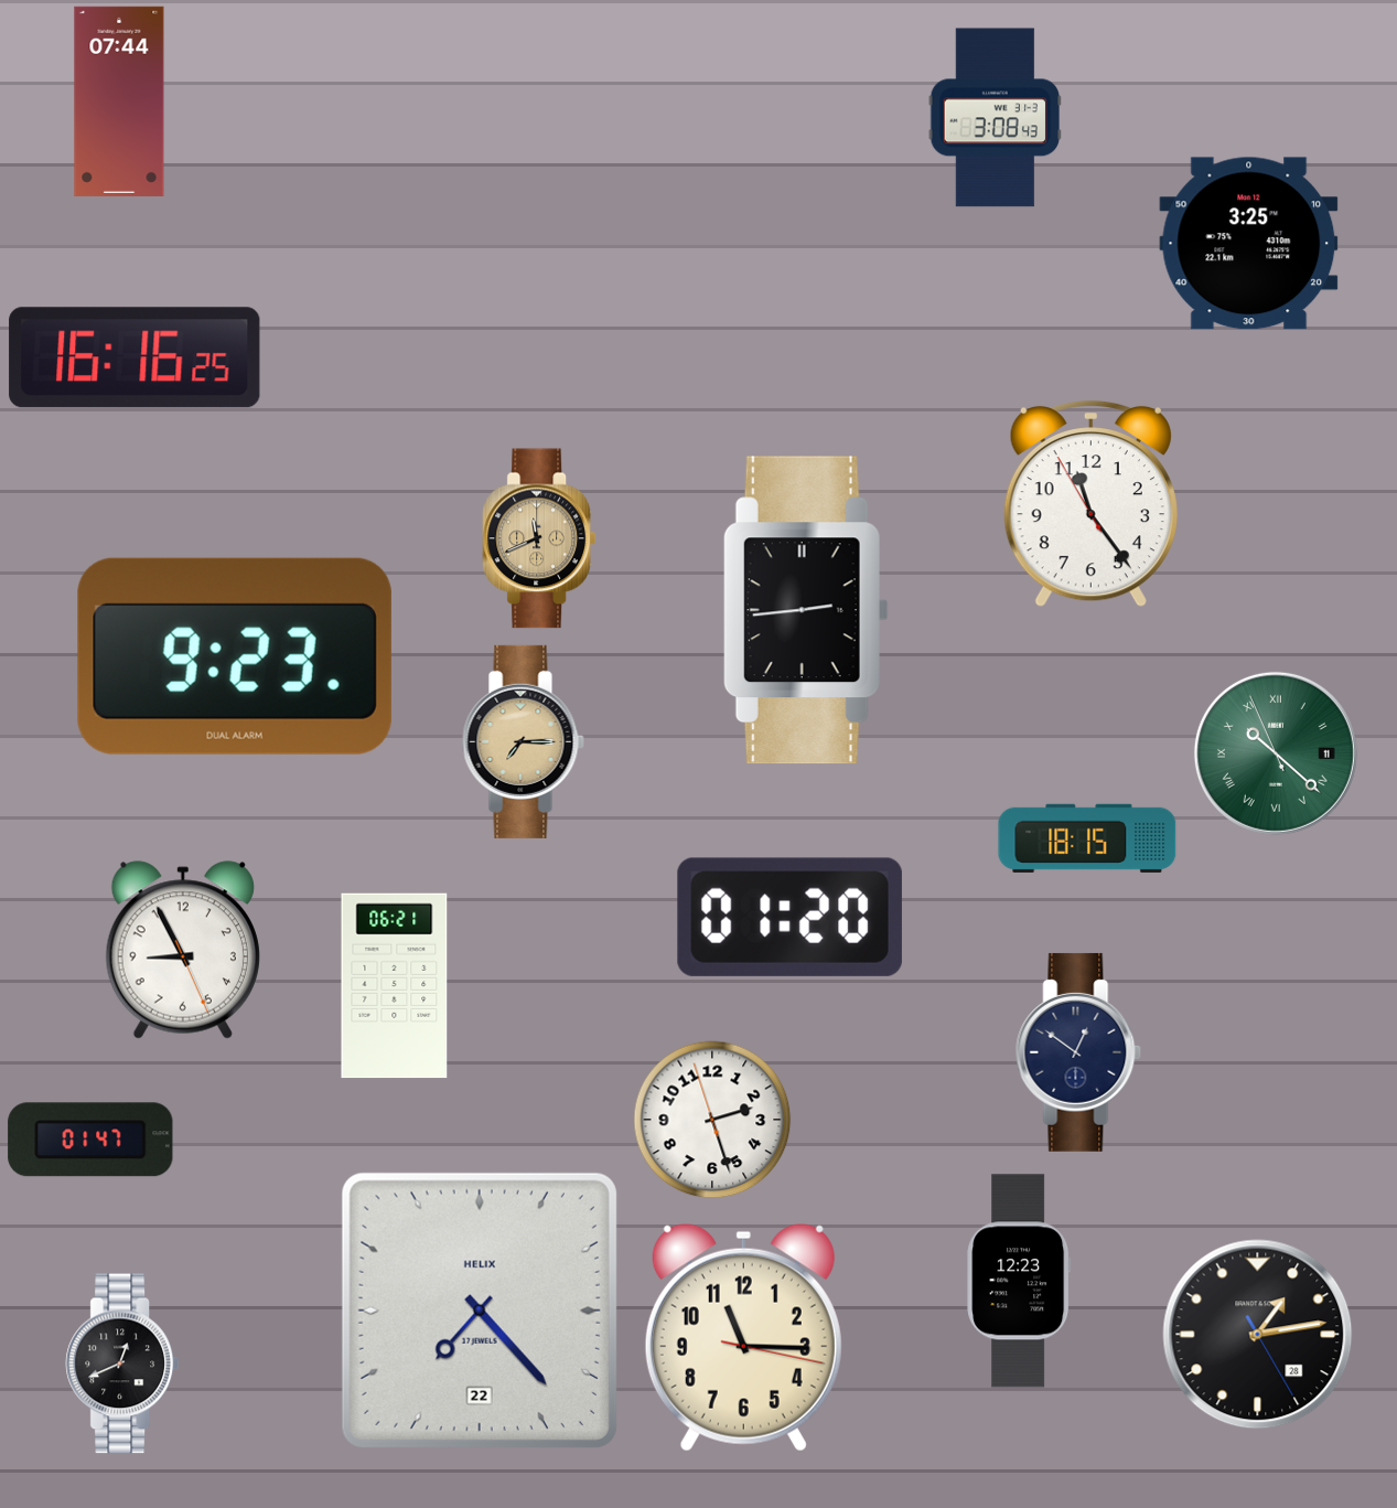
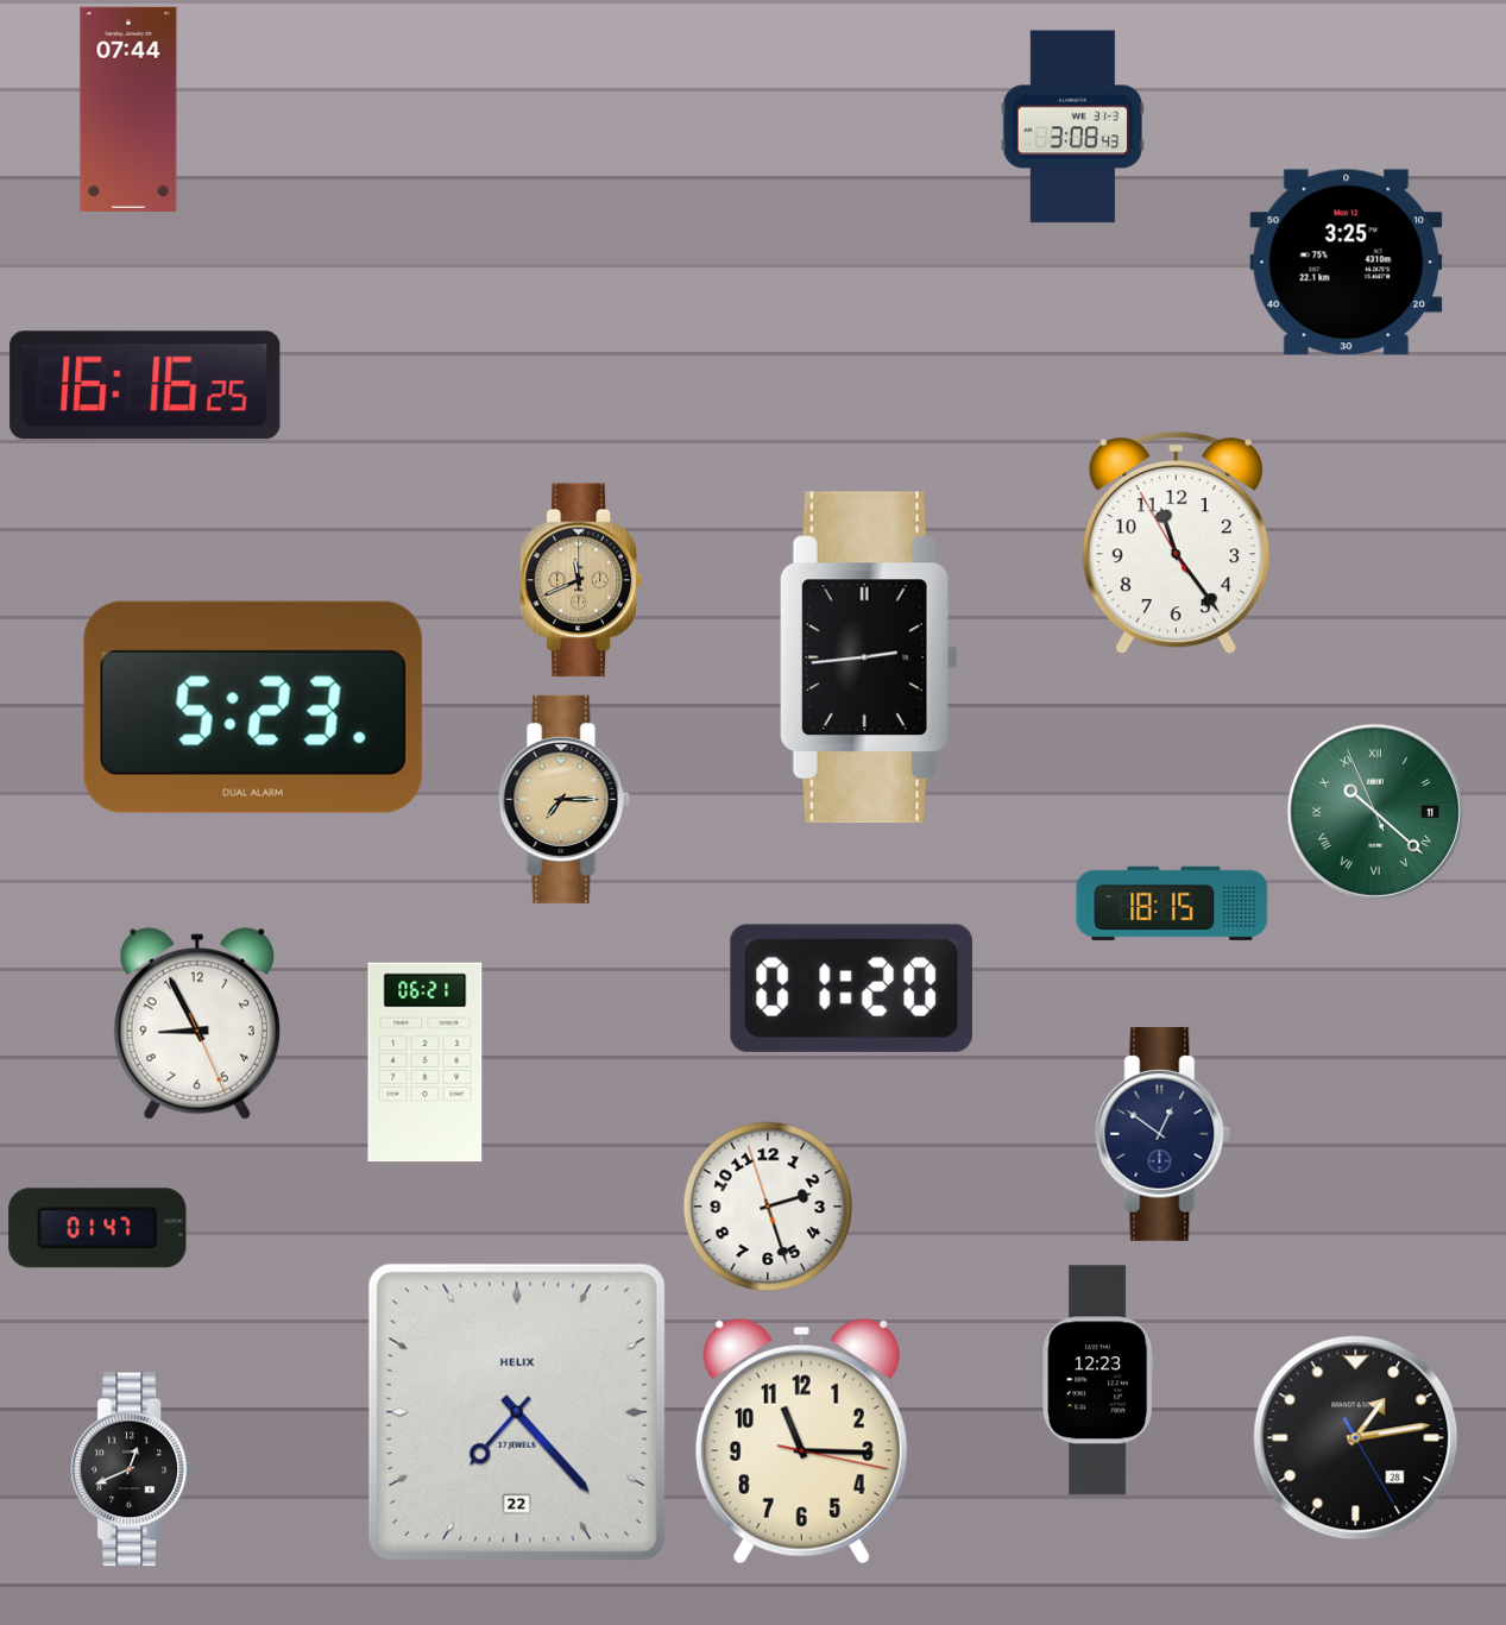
clock at (235, 656): 9:23 -> 5:23
